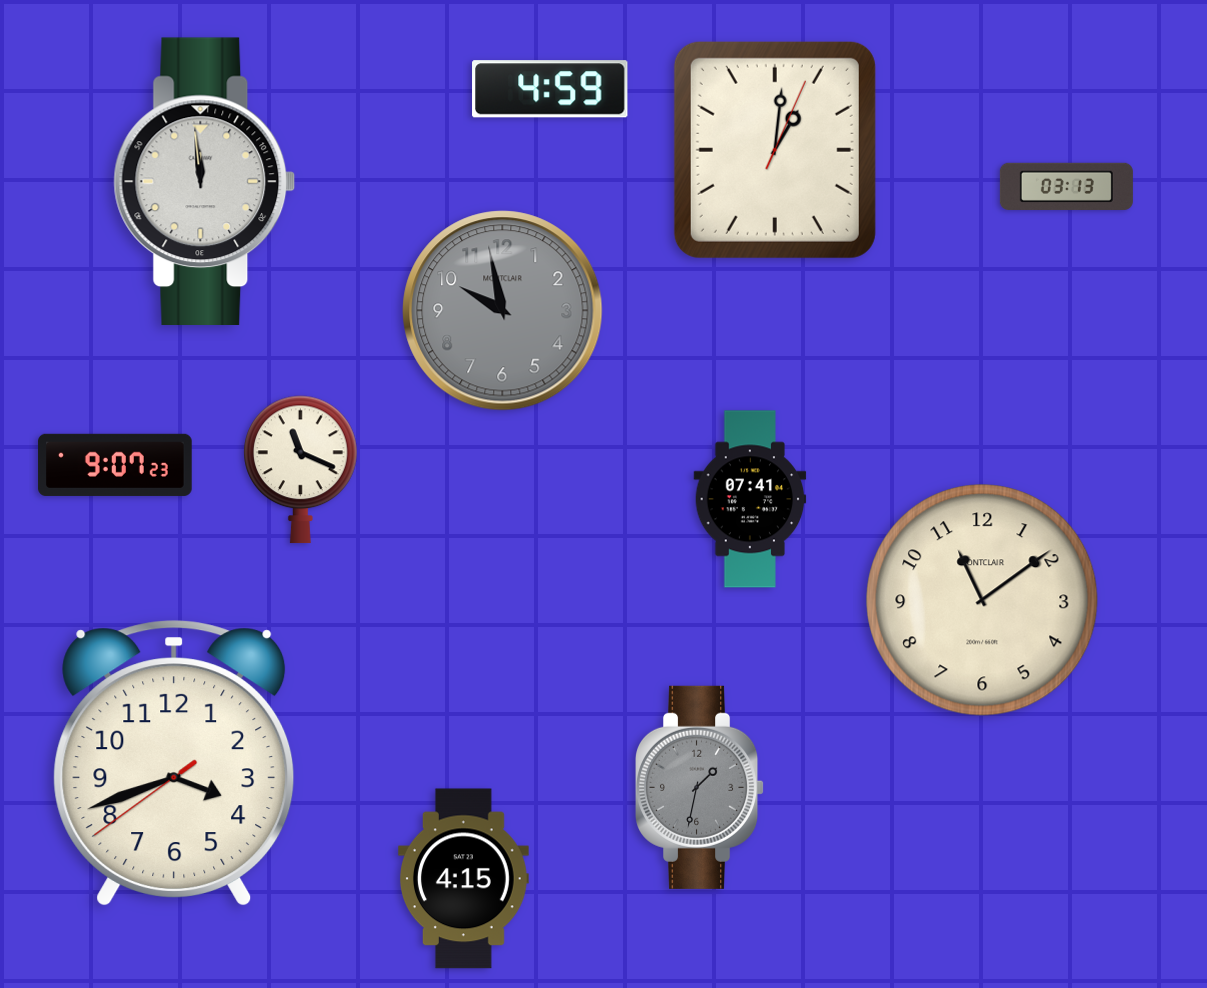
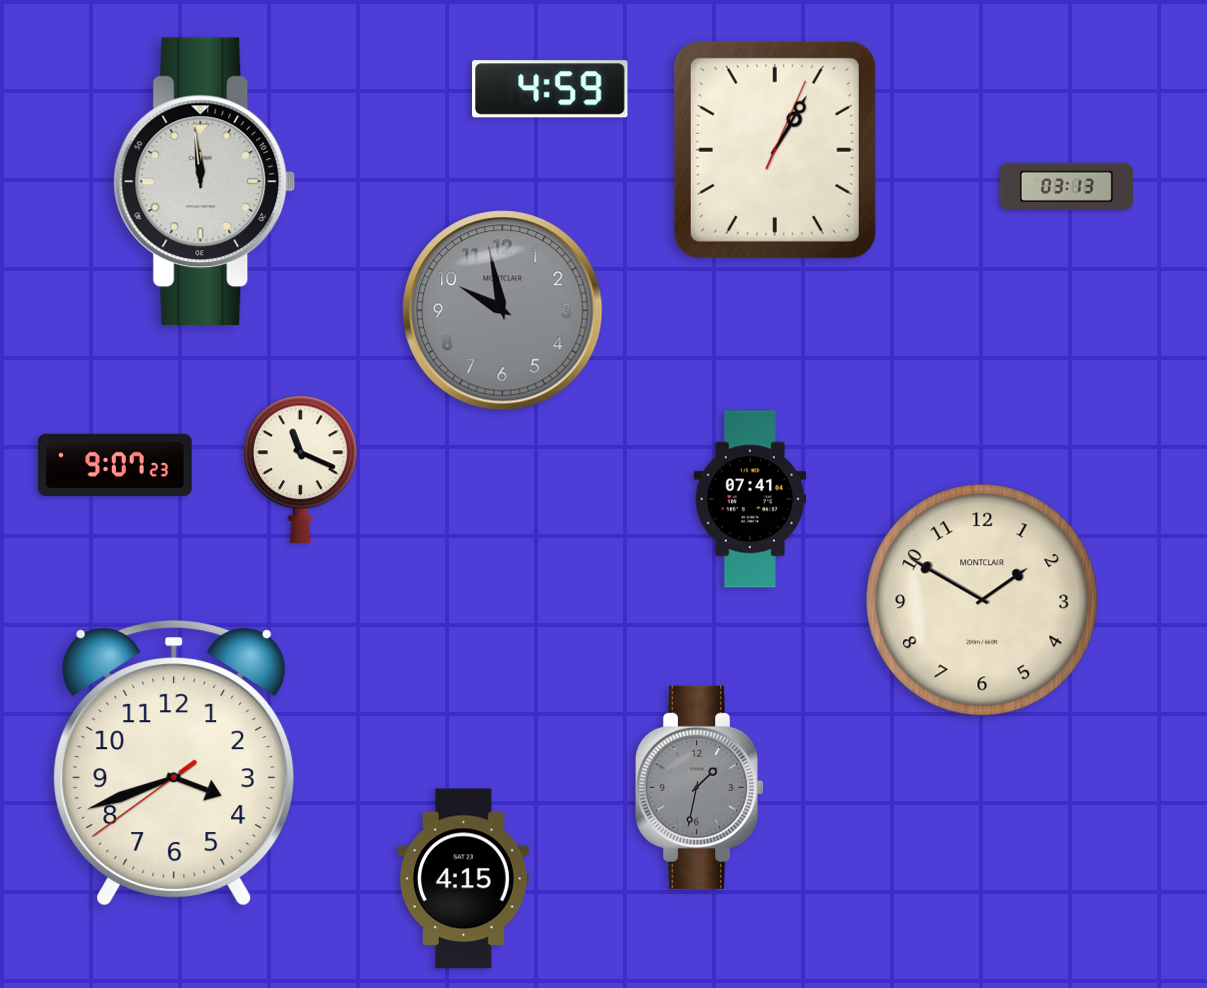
clock at (775, 150): 1:01 -> 1:05
clock at (982, 600): 11:09 -> 1:50
